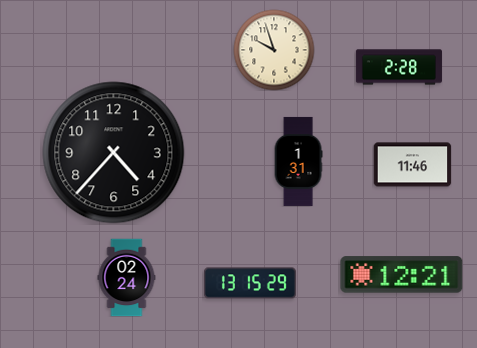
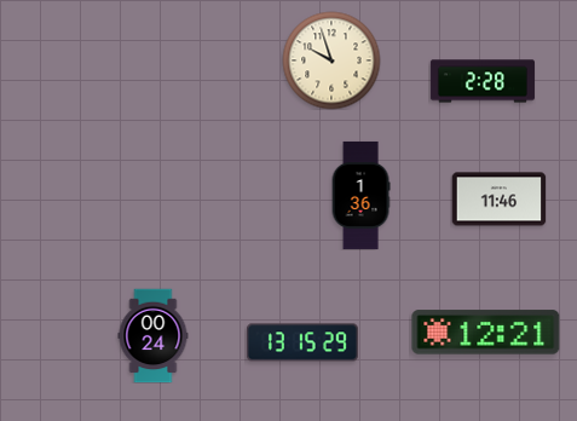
clock at (114, 153): 4:37 -> none
clock at (298, 161): 1:31 -> 1:36
clock at (127, 277): 02:24 -> 00:24
